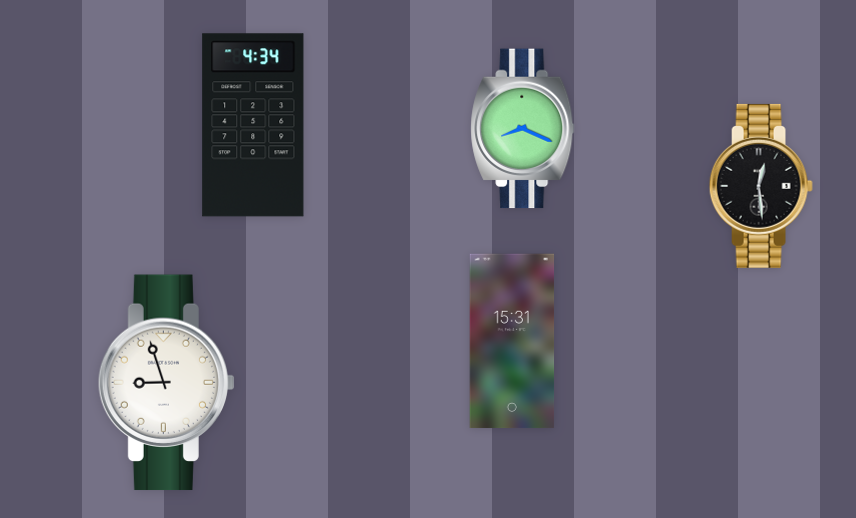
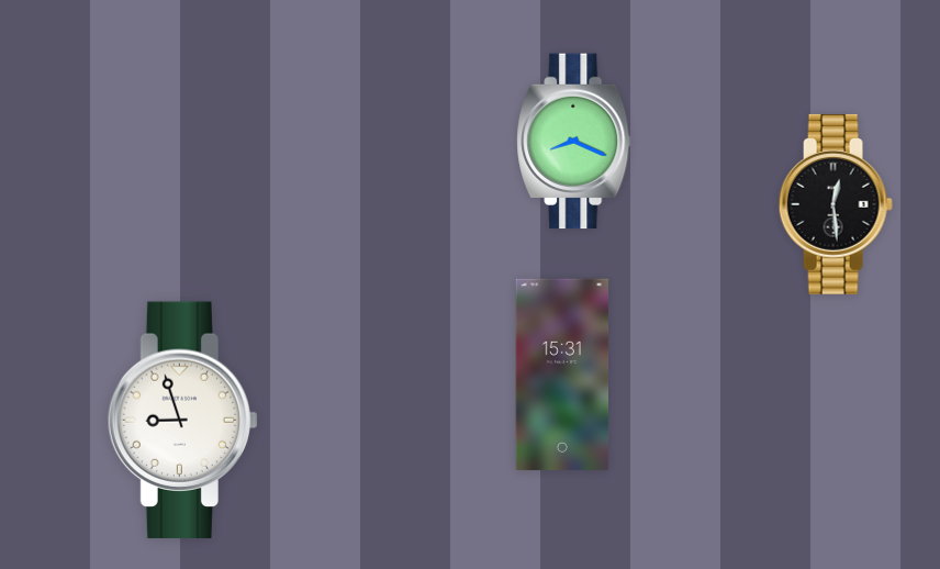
clock at (253, 125): 4:34 -> none
